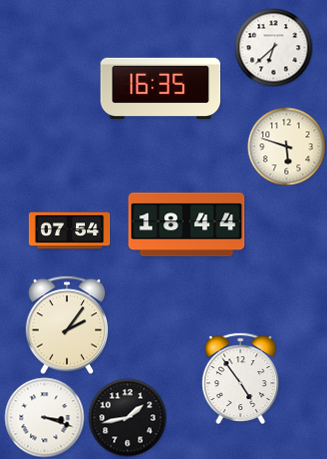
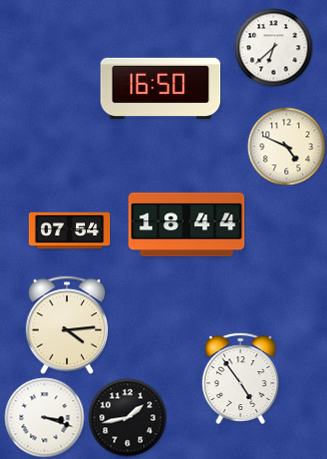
clock at (161, 88): 16:35 -> 16:50
clock at (286, 146): 5:48 -> 4:49
clock at (67, 325): 2:06 -> 4:14
